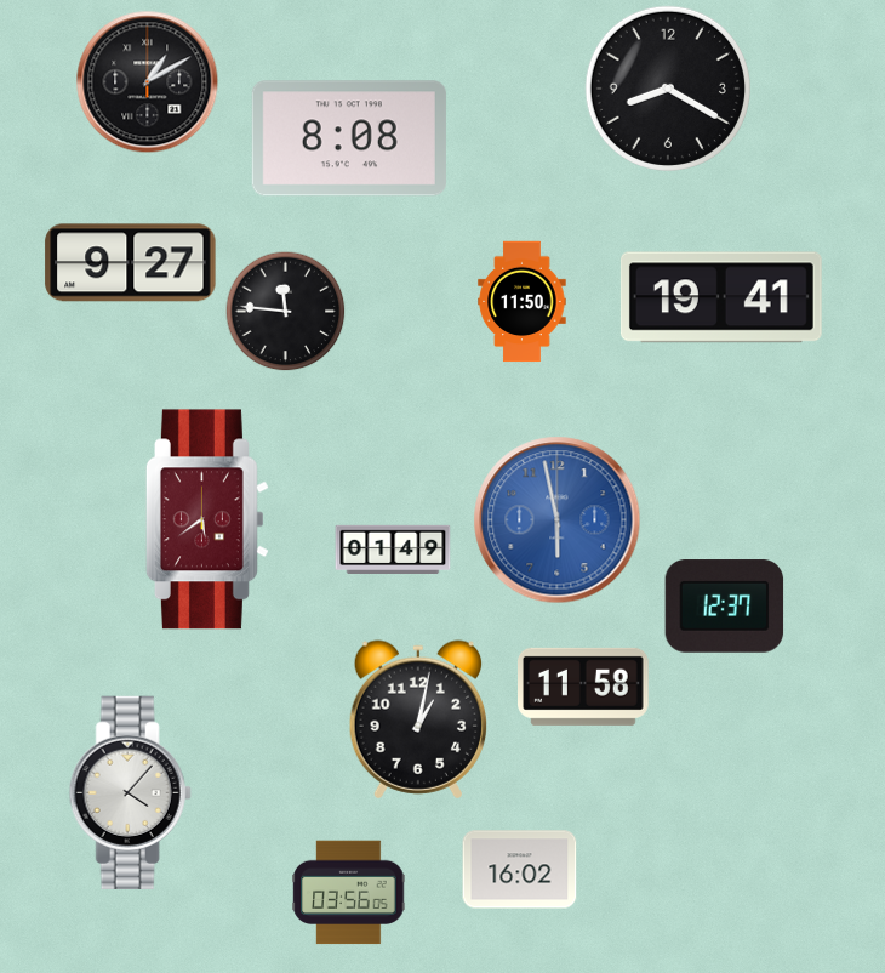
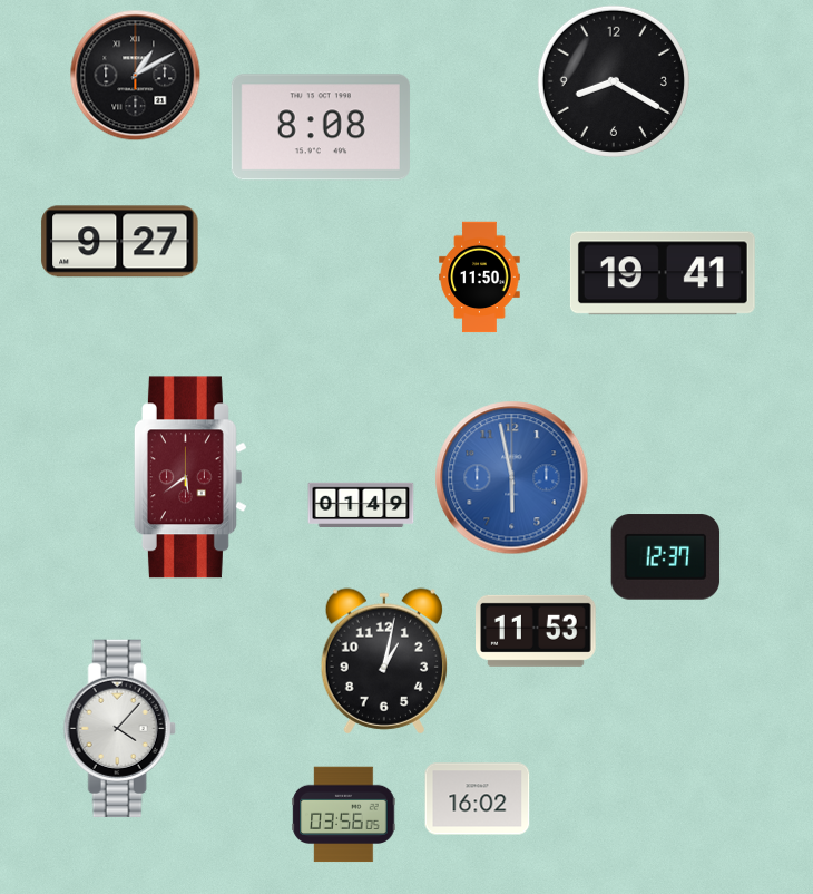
clock at (286, 312): 11:46 -> none
clock at (584, 687): 11:58 -> 11:53
clock at (349, 893) position: (349, 893) -> (344, 815)
